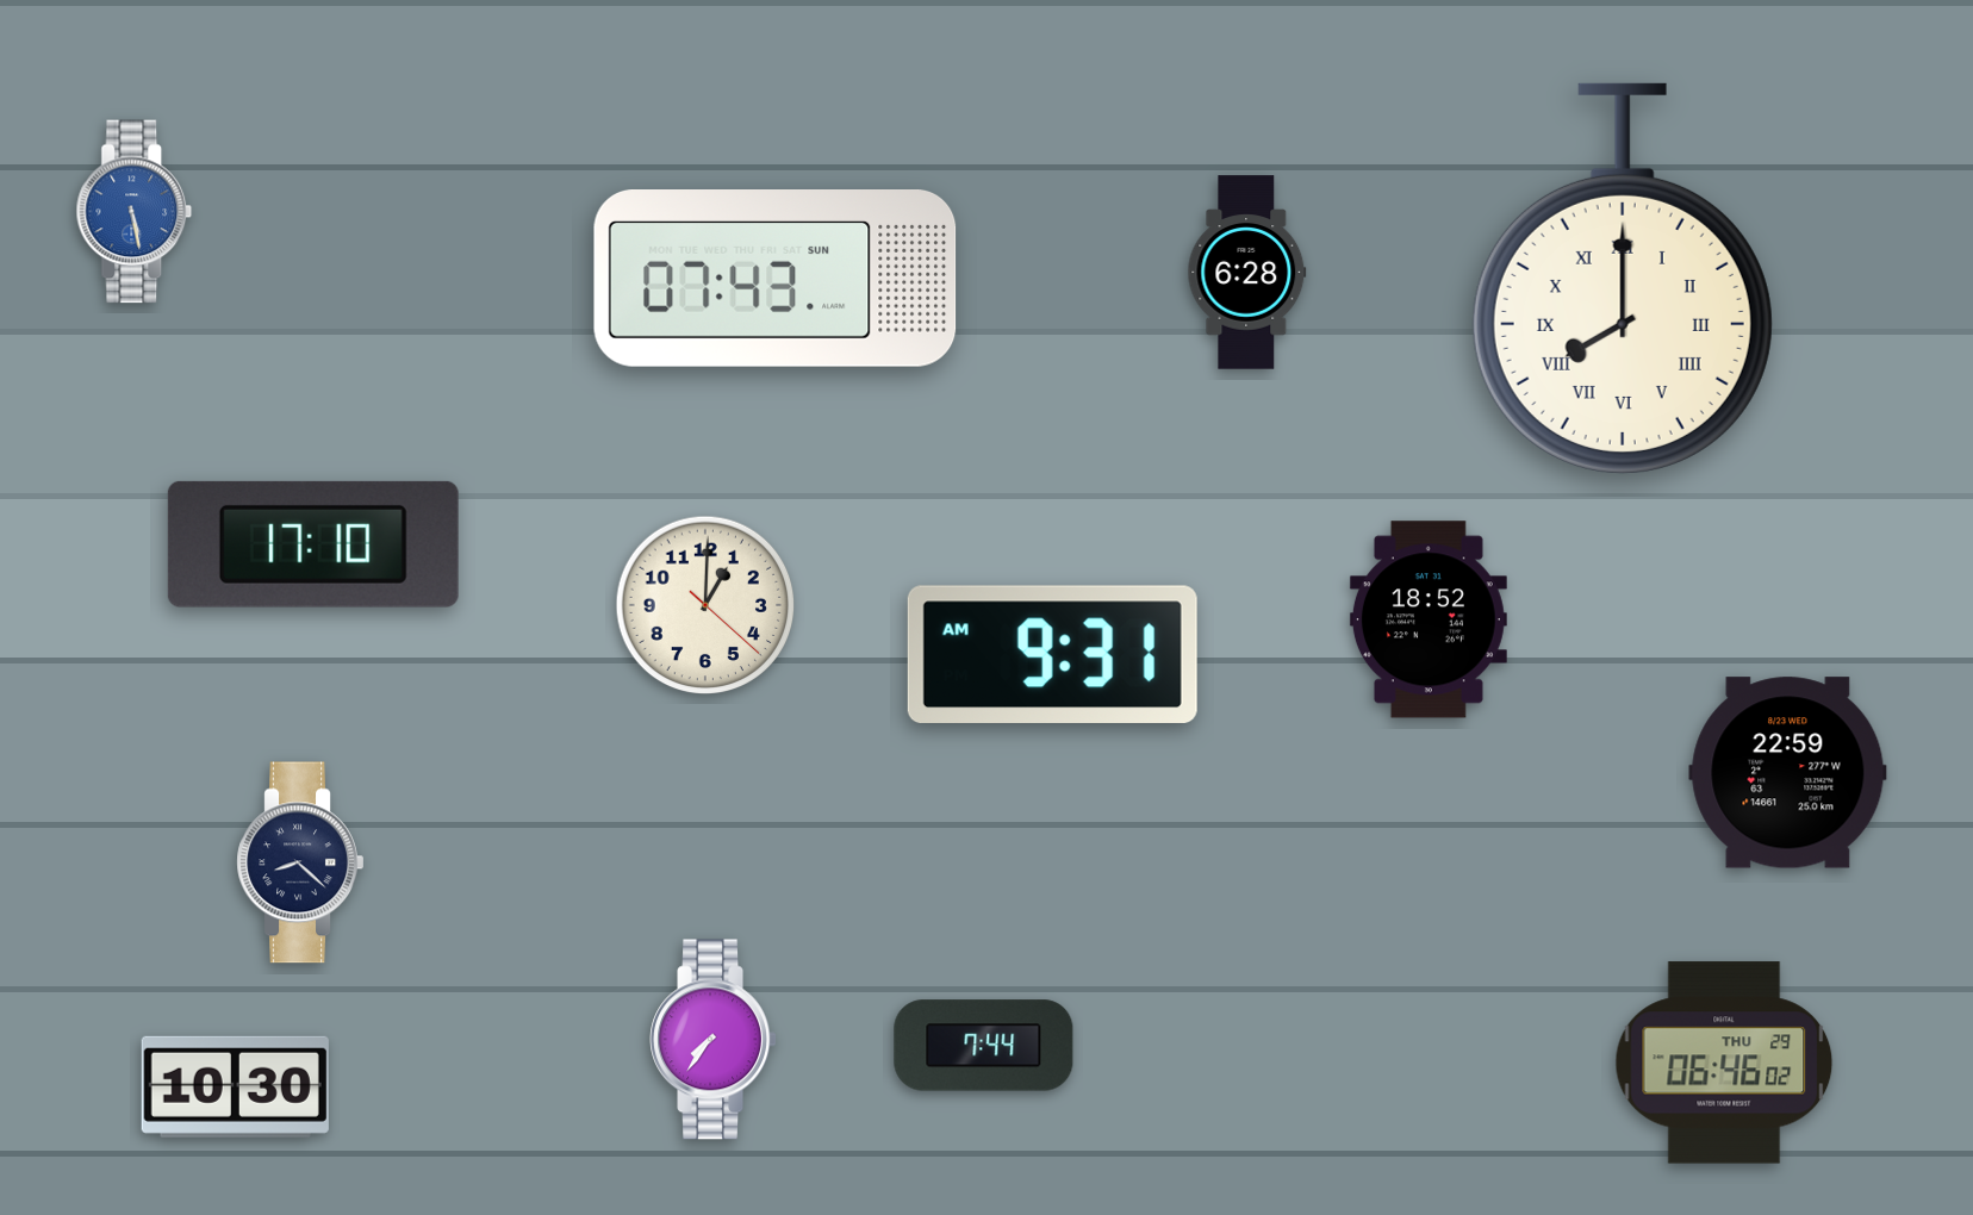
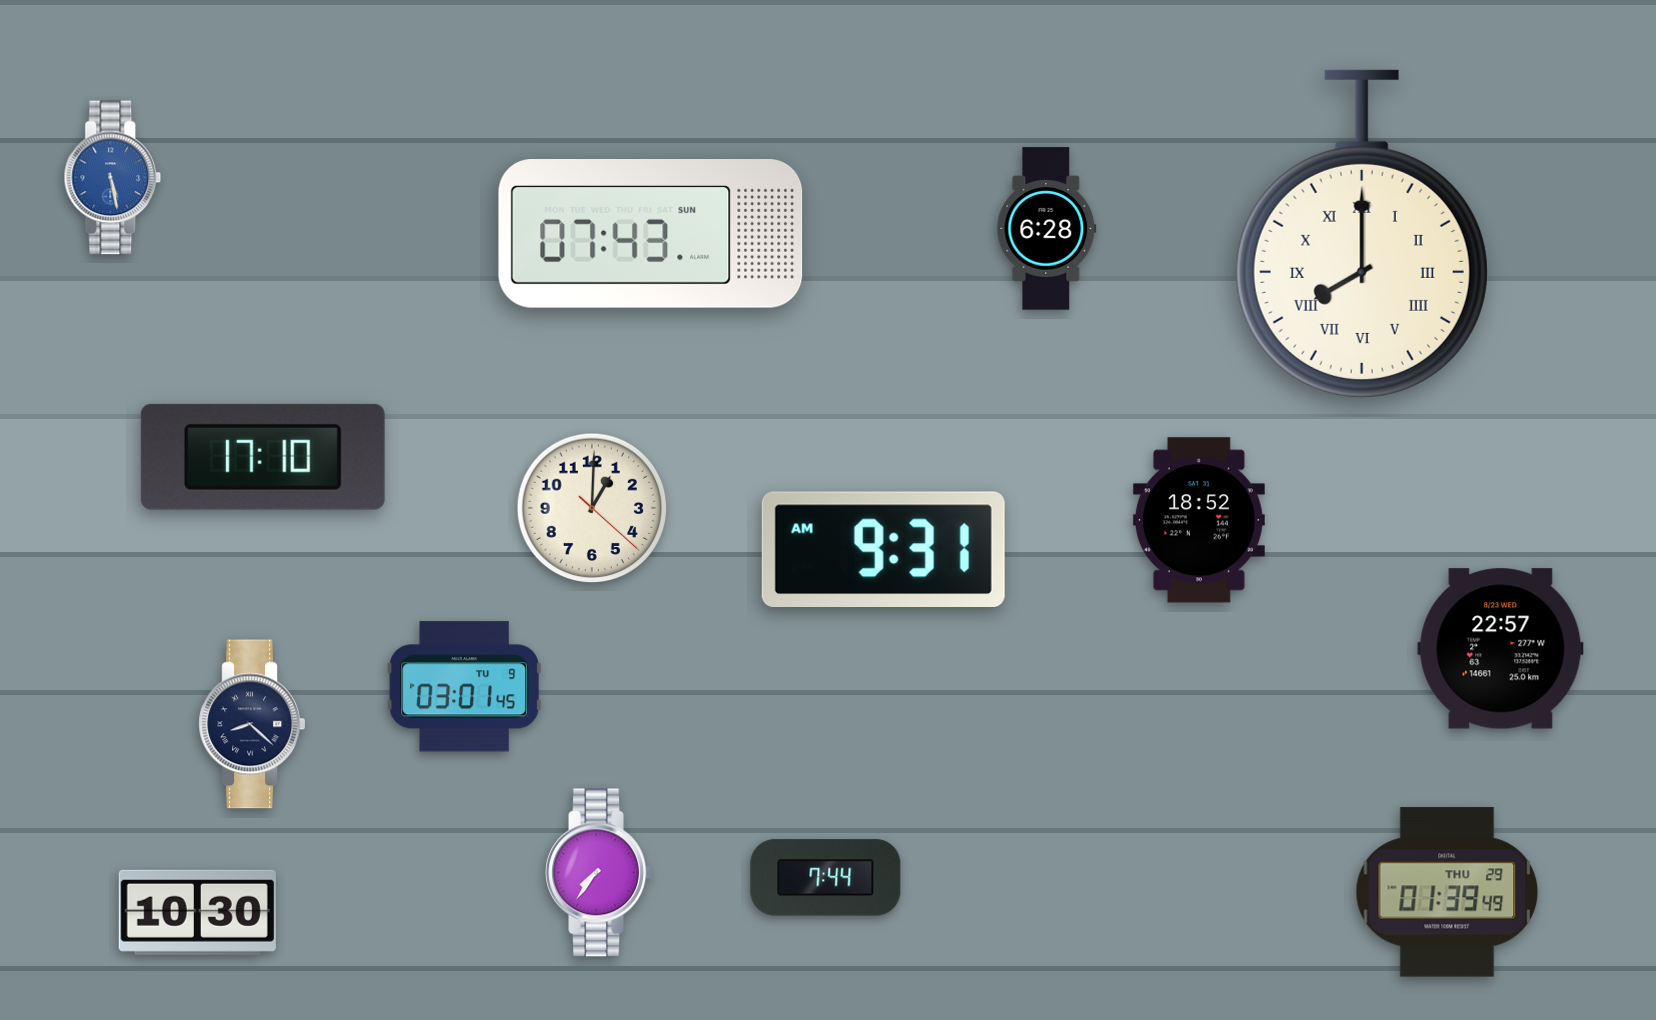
clock at (1788, 773): 22:59 -> 22:57
clock at (464, 687): none -> 03:01
clock at (1724, 1063): 06:46 -> 01:39
